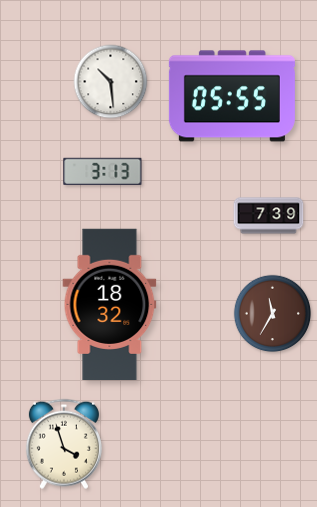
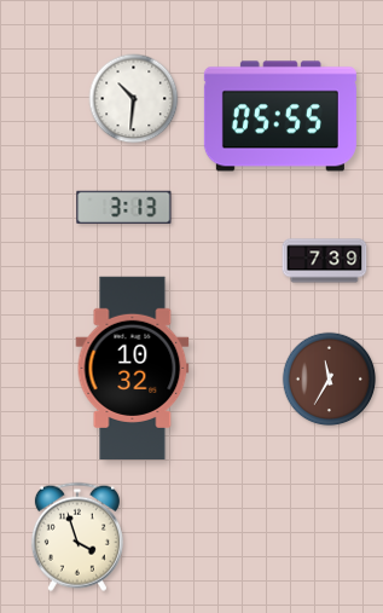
clock at (111, 82): 10:29 -> 10:31
clock at (110, 304): 18:32 -> 10:32
